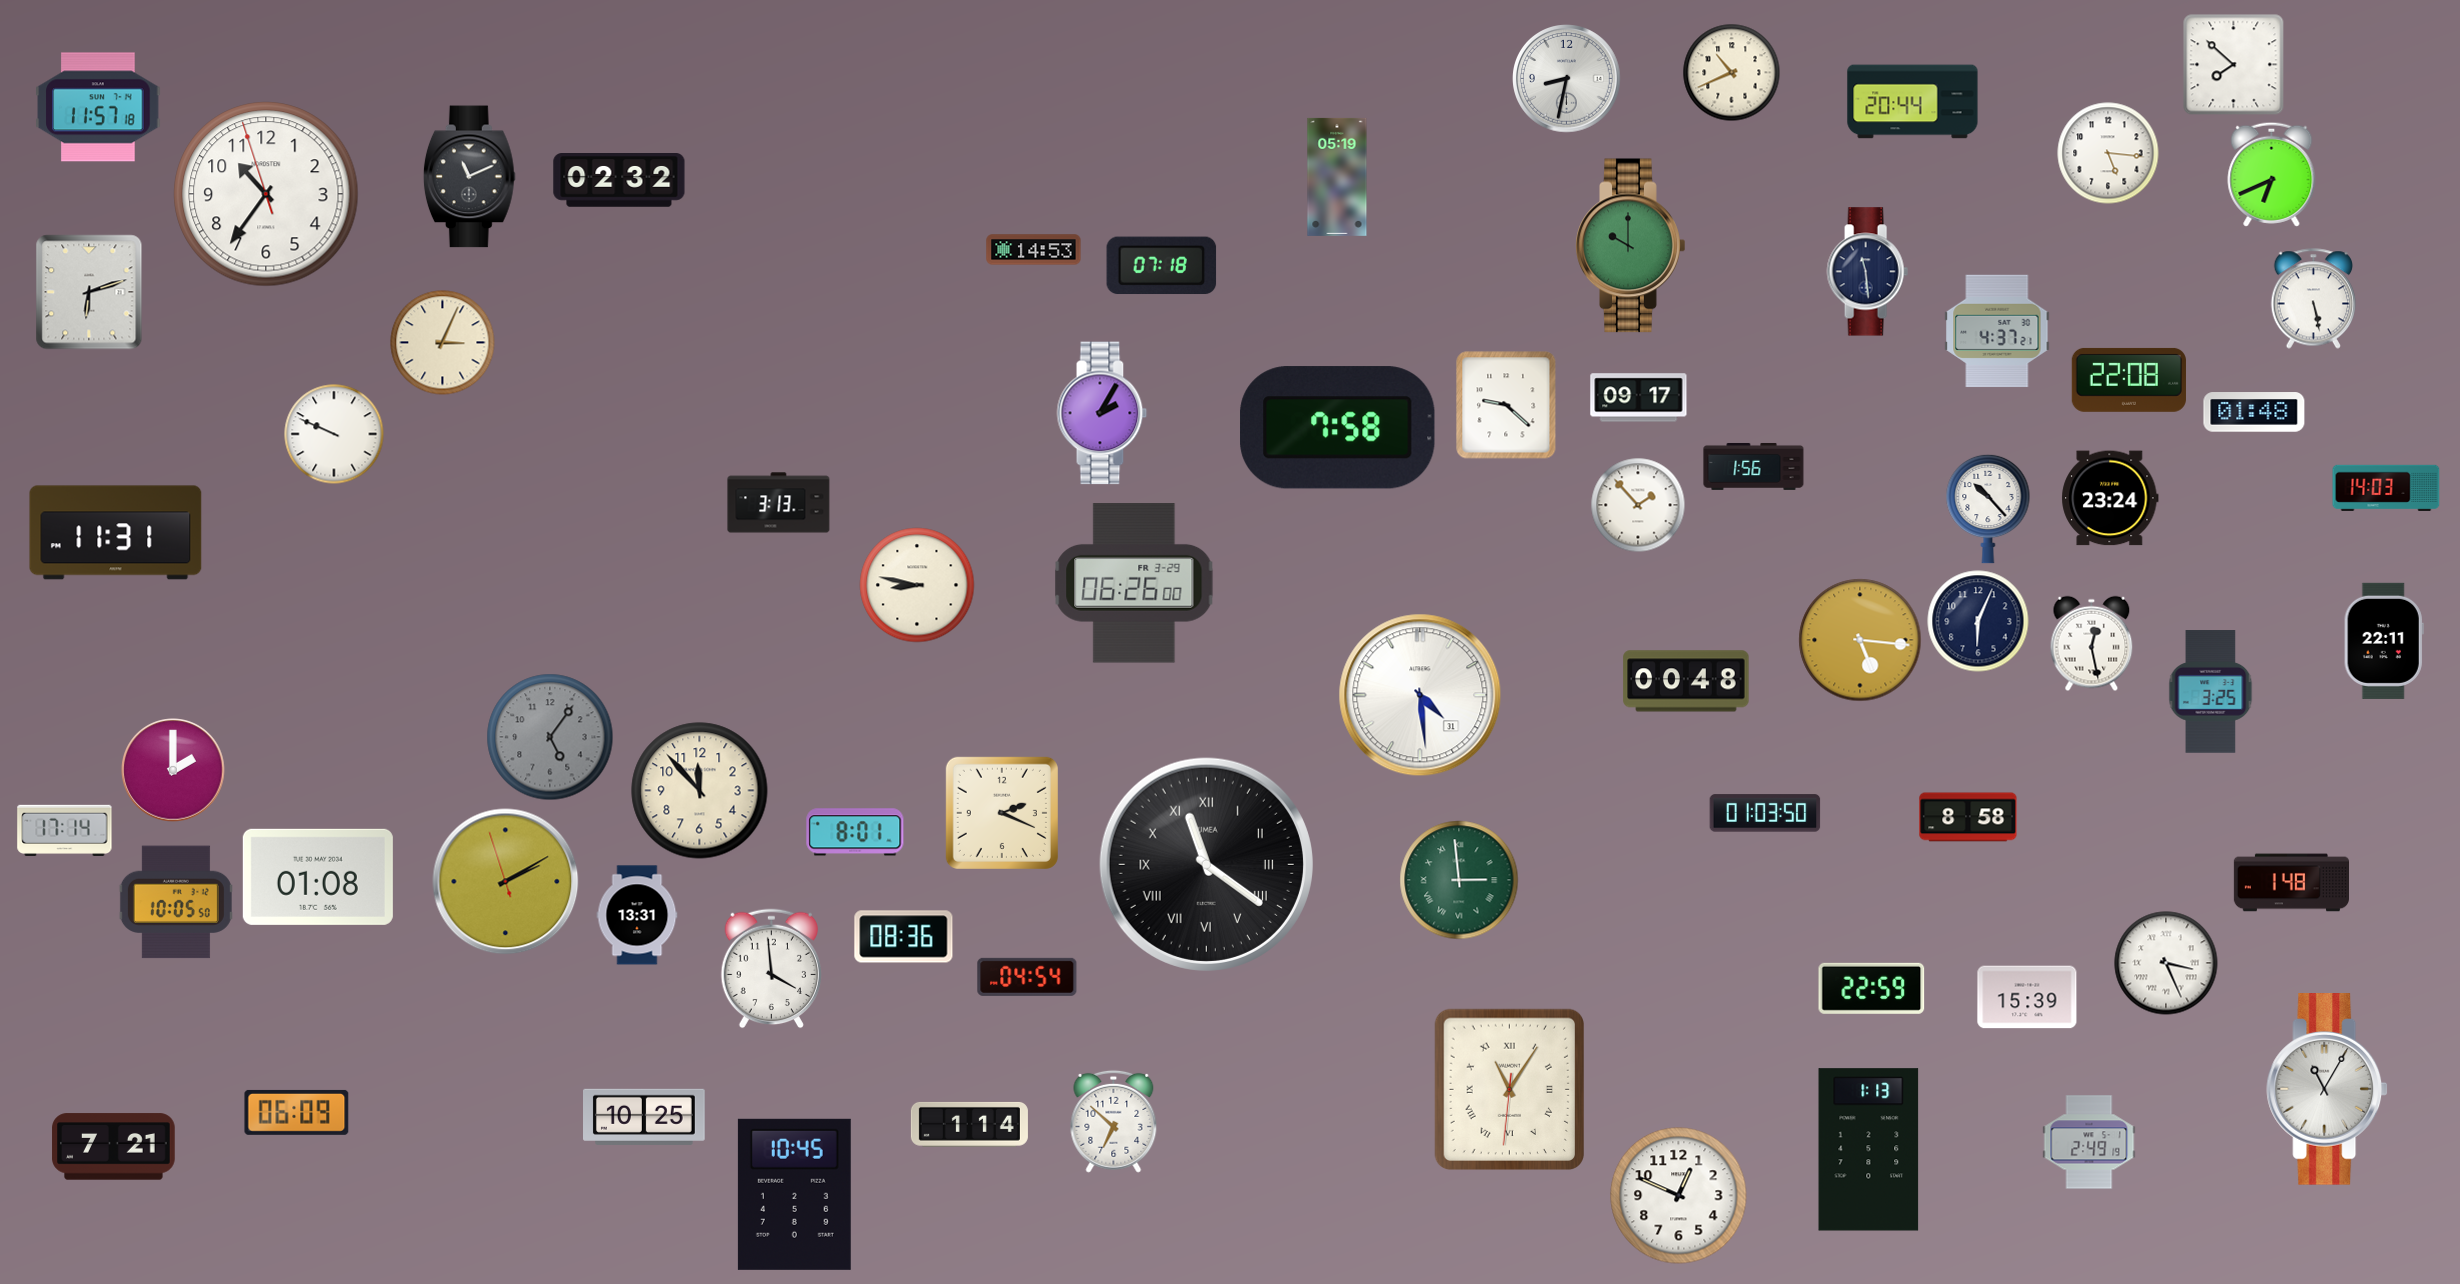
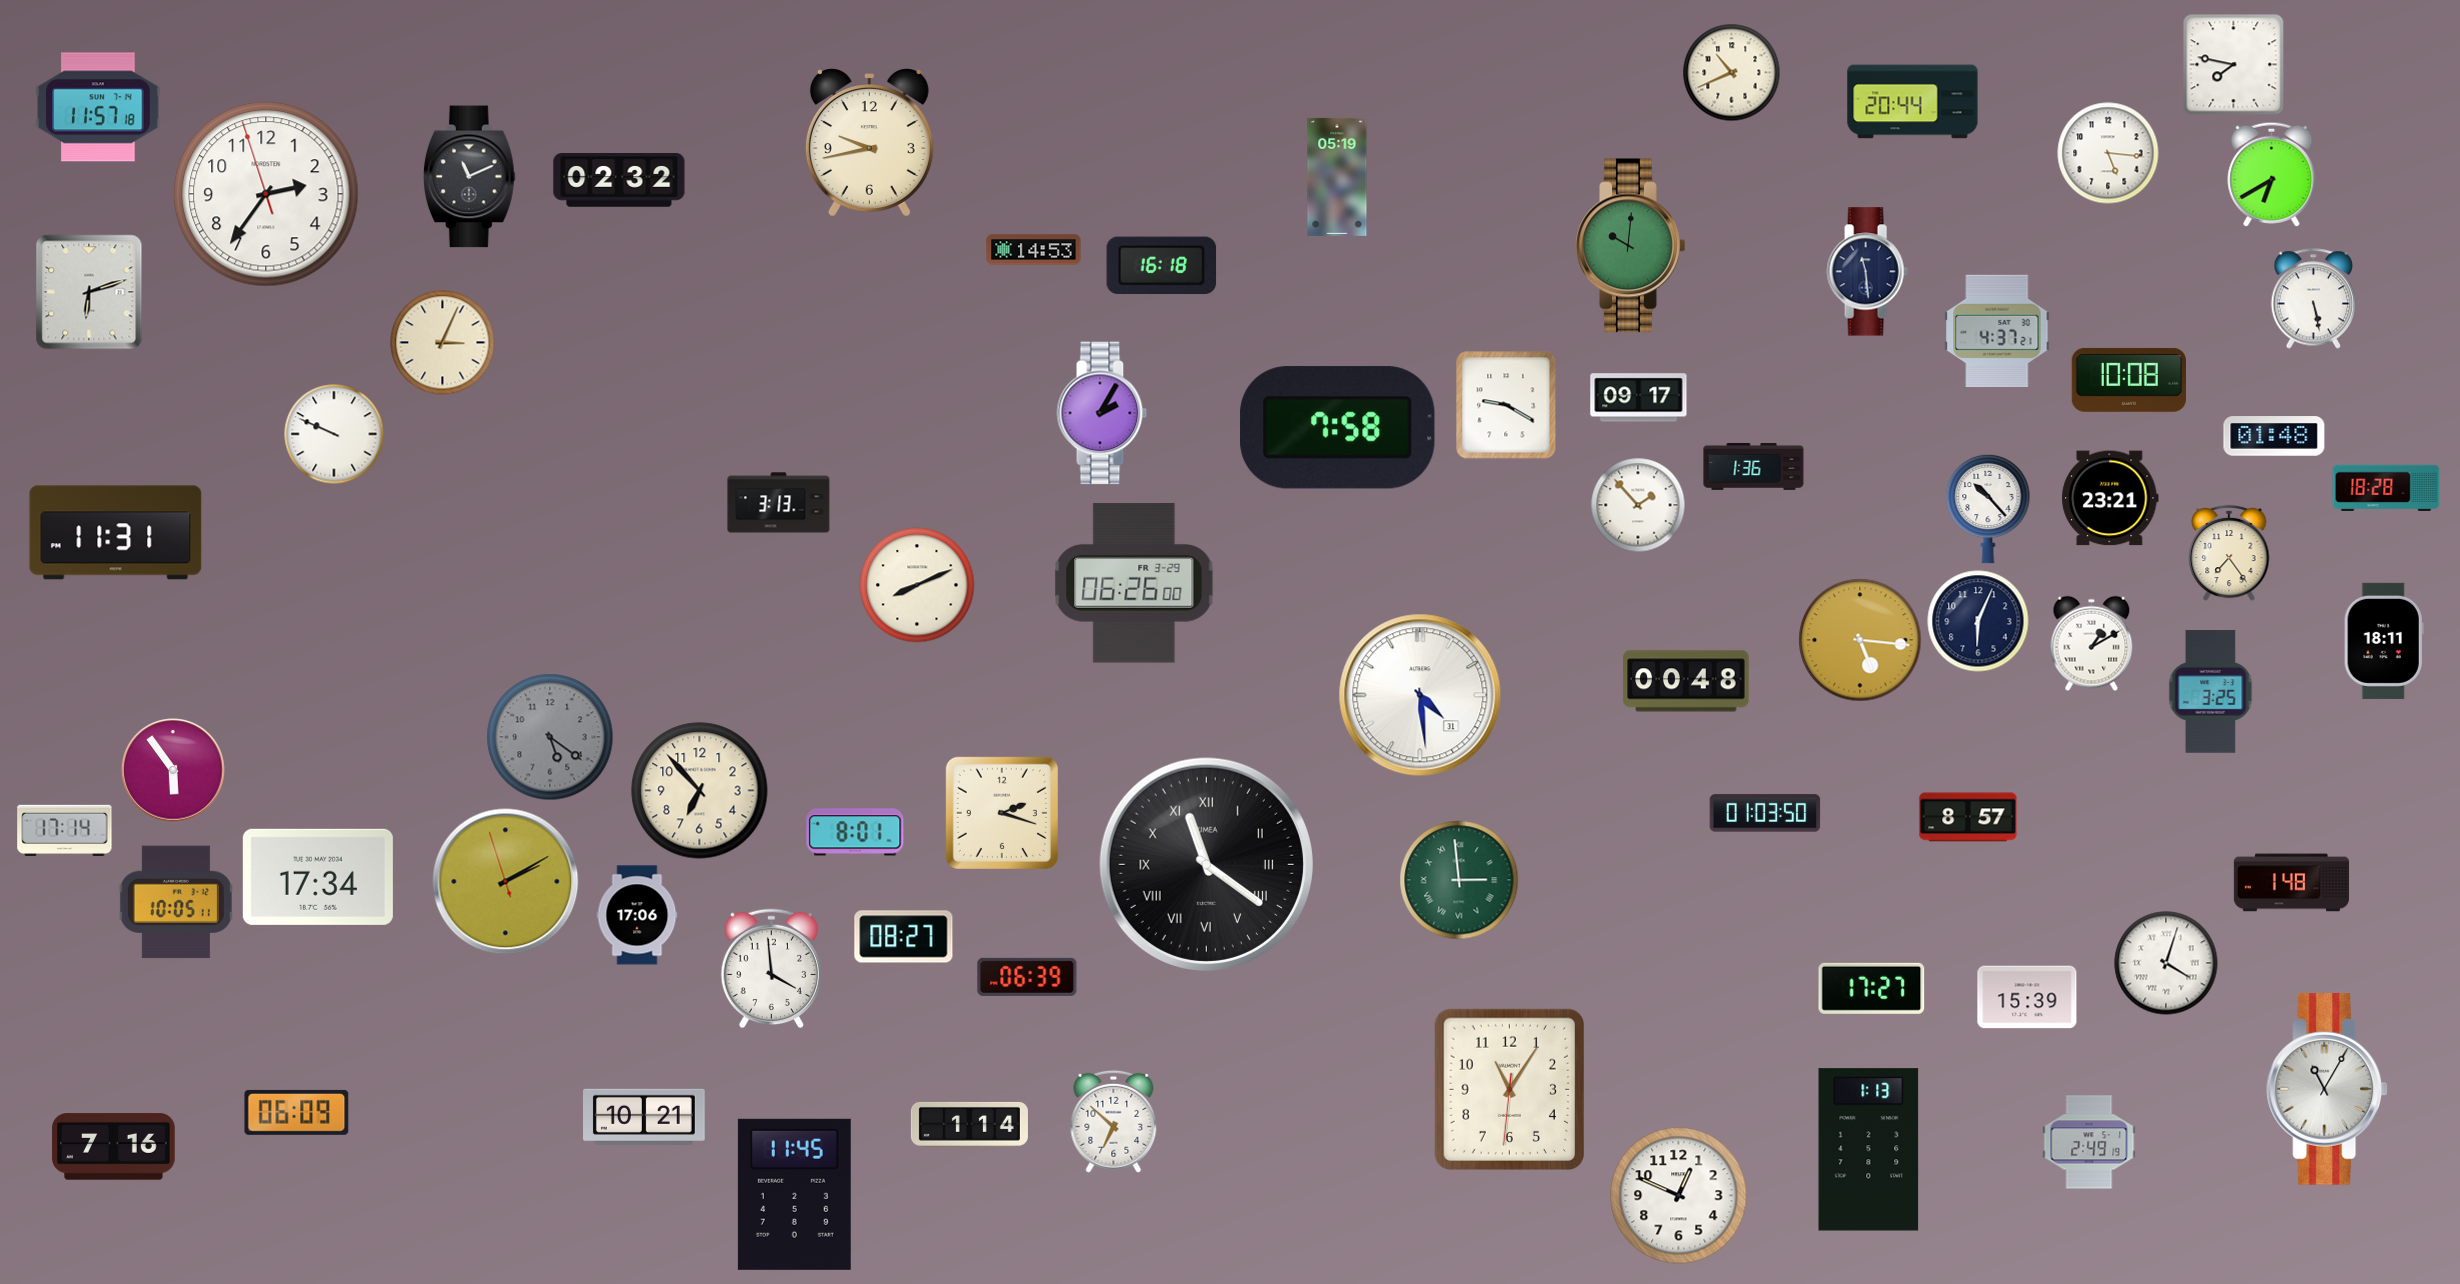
clock at (2234, 65): 7:52 -> 7:47
clock at (1567, 79): 8:32 -> none
clock at (869, 143): none -> 9:43
clock at (2272, 174): 6:41 -> 6:40
clock at (266, 194): 10:35 -> 2:35
clock at (1631, 246): 10:00 -> 10:01
clock at (1162, 266): 07:18 -> 16:18
clock at (2129, 380): 22:08 -> 10:08
clock at (1506, 405): 9:22 -> 9:20
clock at (2254, 412) position: (2254, 412) -> (2274, 436)
clock at (1754, 466): 1:56 -> 1:36
clock at (2386, 488): 14:03 -> 18:28
clock at (2110, 498): 23:24 -> 23:21
clock at (2229, 553): none -> 7:24
clock at (917, 585): 8:47 -> 8:11
clock at (2384, 641): 22:11 -> 18:11
clock at (2092, 644): 12:28 -> 1:10
clock at (550, 737): 5:06 -> 5:21
clock at (173, 770): 2:00 -> 5:54
clock at (700, 791): 11:53 -> 6:53
clock at (1002, 813): 2:19 -> 2:18
clock at (1968, 817): 8:58 -> 8:57
clock at (318, 877): 01:08 -> 17:34
clock at (176, 902): 10:05:50 -> 10:05:11
clock at (637, 915): 13:31 -> 17:06
clock at (904, 937): 08:36 -> 08:27
clock at (2166, 963): 3:26 -> 4:03
clock at (1027, 977): 04:54 -> 06:39
clock at (1872, 988): 22:59 -> 17:27
clock at (1509, 1089) numerals: Roman -> Arabic
clock at (645, 1117): 10:25 -> 10:21
clock at (114, 1147): 7:21 -> 7:16
clock at (794, 1194): 10:45 -> 11:45
